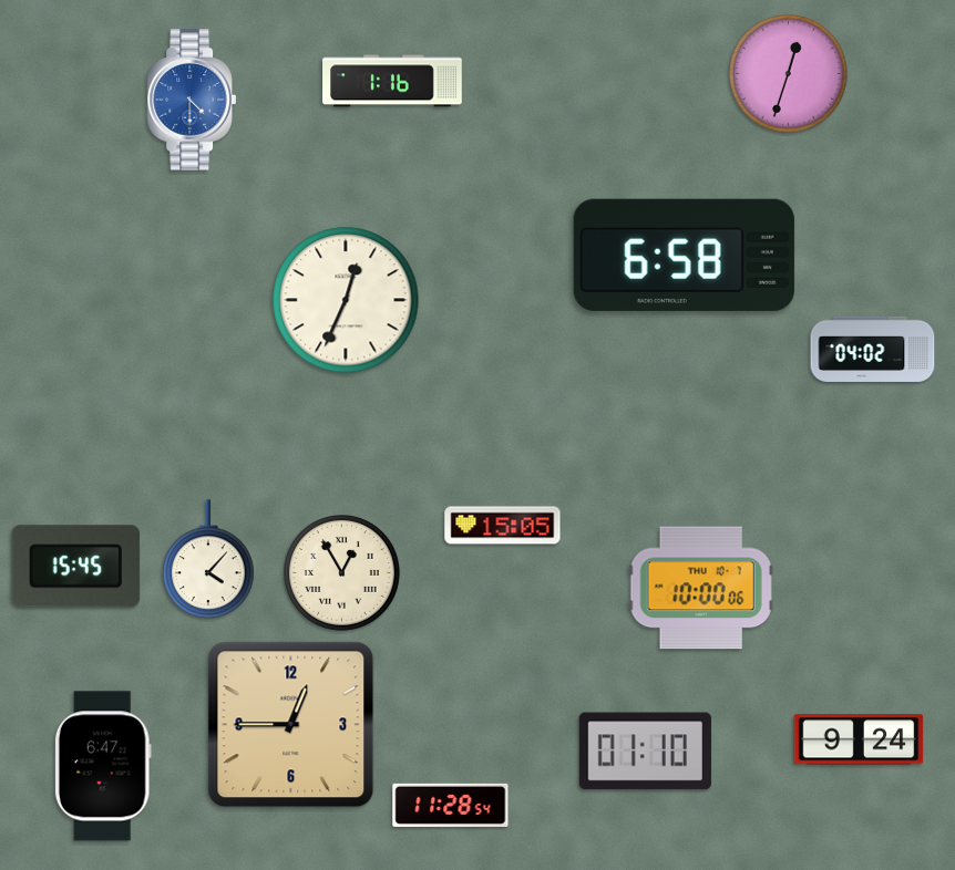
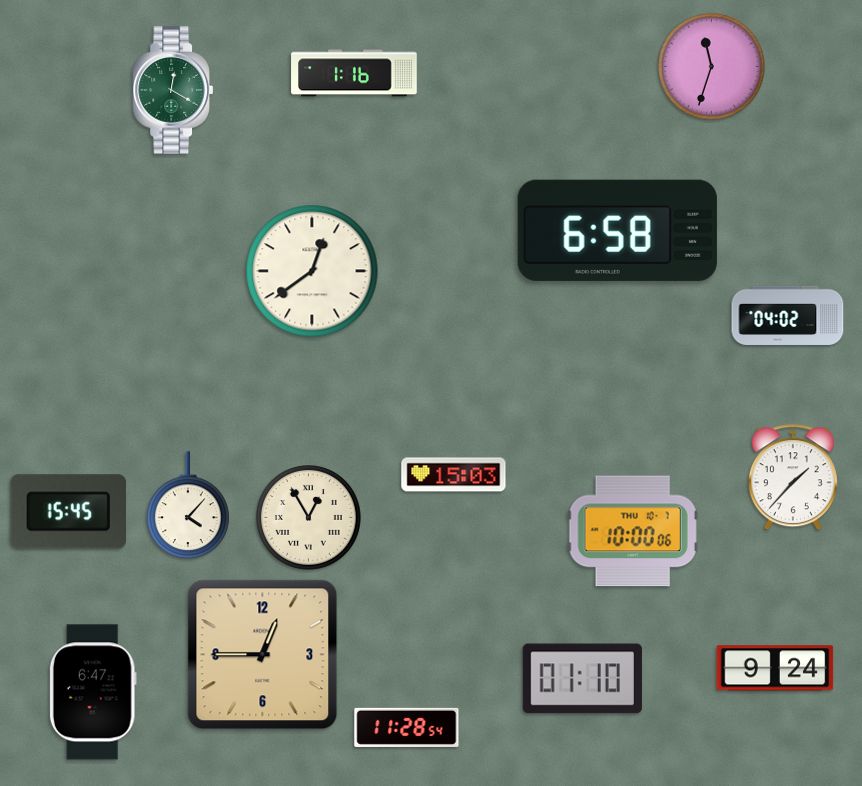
clock at (789, 74): 12:33 -> 11:33
clock at (191, 100): 4:30 -> 12:20
clock at (191, 100) dial: blue -> green
clock at (346, 300): 12:34 -> 12:39
clock at (503, 526): 15:05 -> 15:03
clock at (793, 478): none -> 1:37
